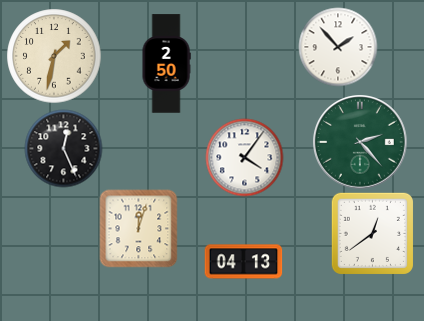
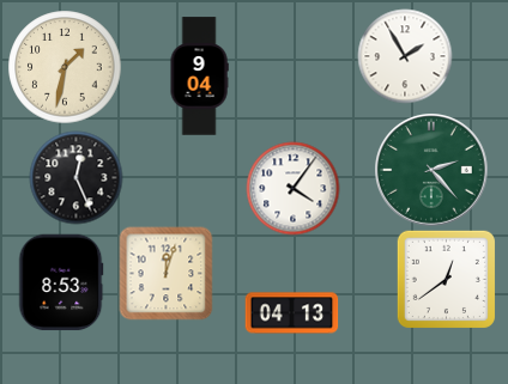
clock at (338, 47): 1:53 -> 1:55
clock at (166, 64): 2:50 -> 9:04
clock at (61, 282): none -> 8:53
